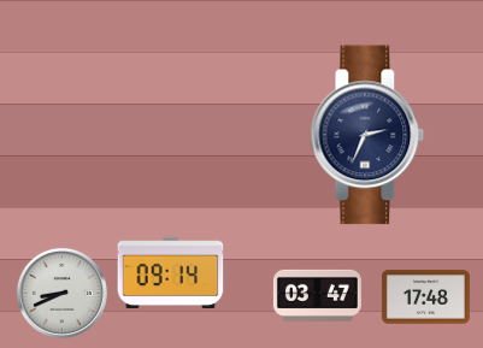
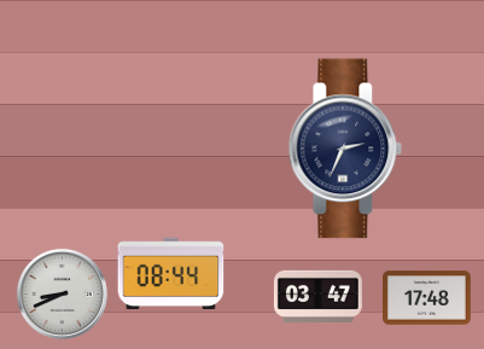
clock at (367, 135) position: (367, 135) -> (345, 149)
clock at (171, 273): 09:14 -> 08:44
